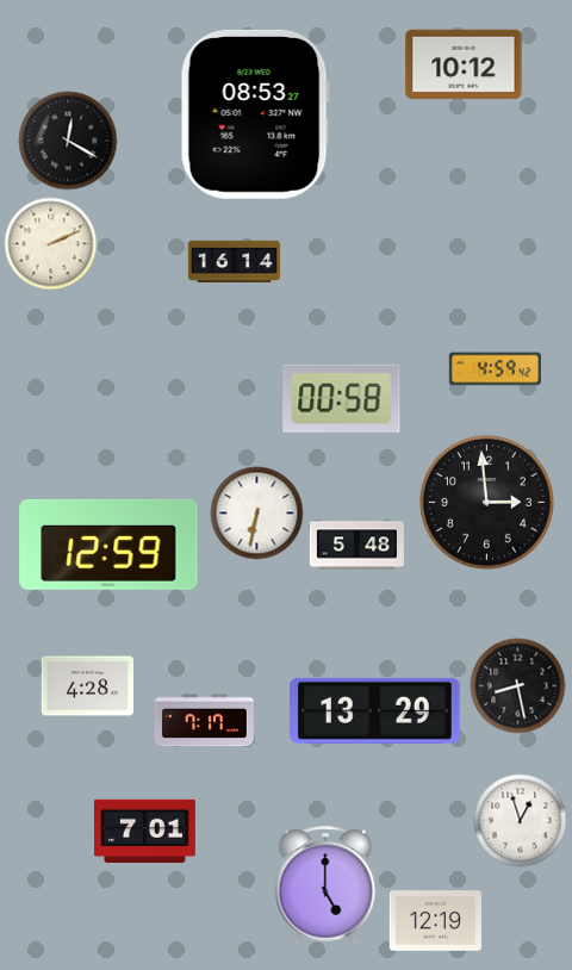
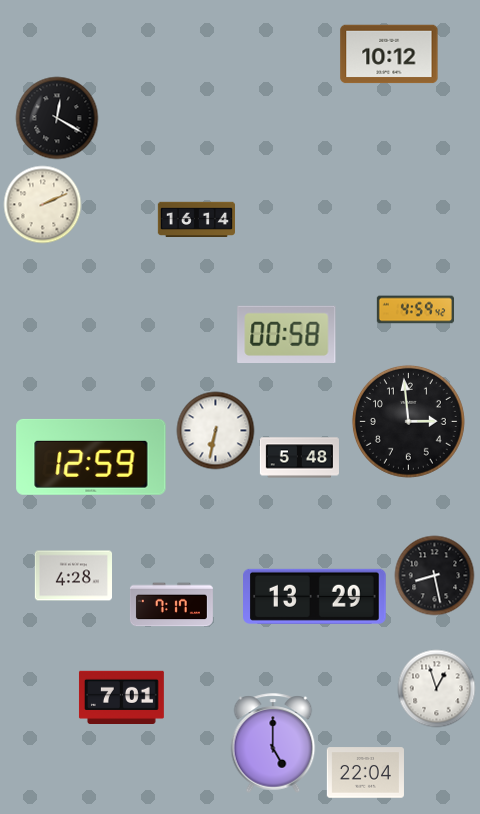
clock at (255, 114): 08:53 -> none
clock at (435, 921): 12:19 -> 22:04
